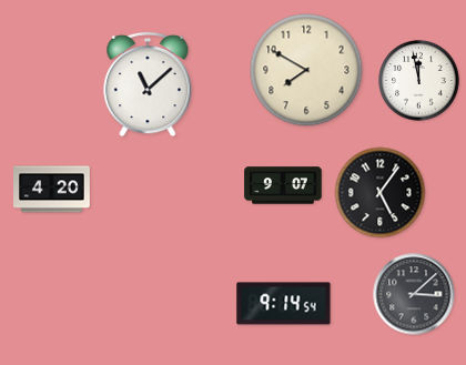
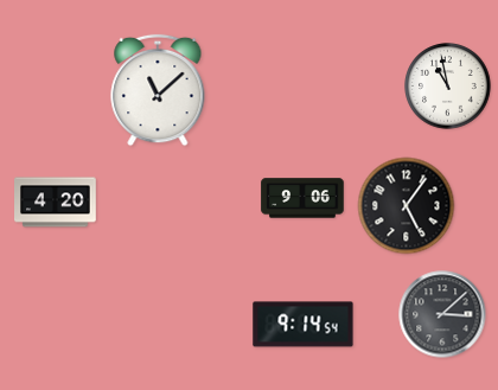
clock at (306, 70): 7:50 -> none
clock at (419, 81): 11:58 -> 10:58
clock at (283, 185): 9:07 -> 9:06
